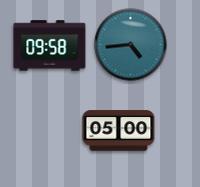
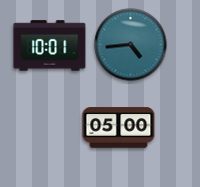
clock at (50, 46): 09:58 -> 10:01
clock at (119, 131) position: (119, 131) -> (119, 128)
